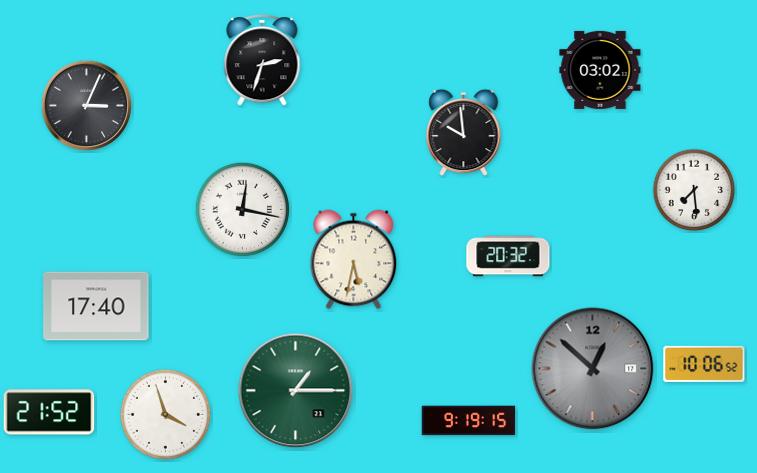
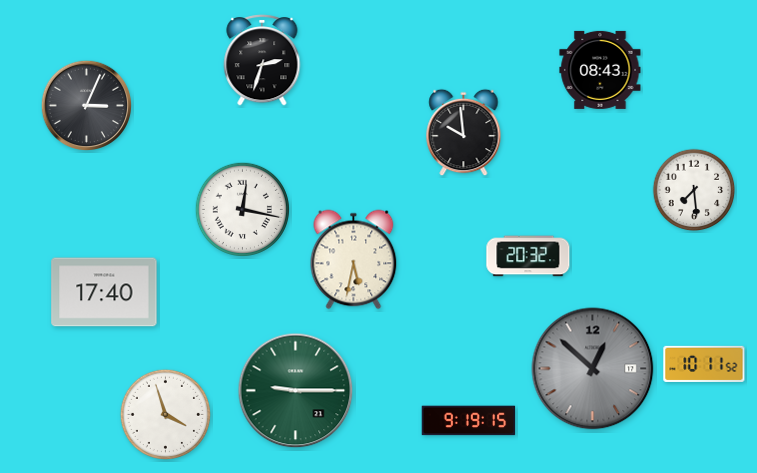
clock at (600, 70): 03:02 -> 08:43
clock at (508, 256) position: (508, 256) -> (528, 256)
clock at (96, 306) position: (96, 306) -> (104, 292)
clock at (704, 364): 10:06 -> 10:11
clock at (296, 391): 1:15 -> 9:15
clock at (49, 412): 21:52 -> none
